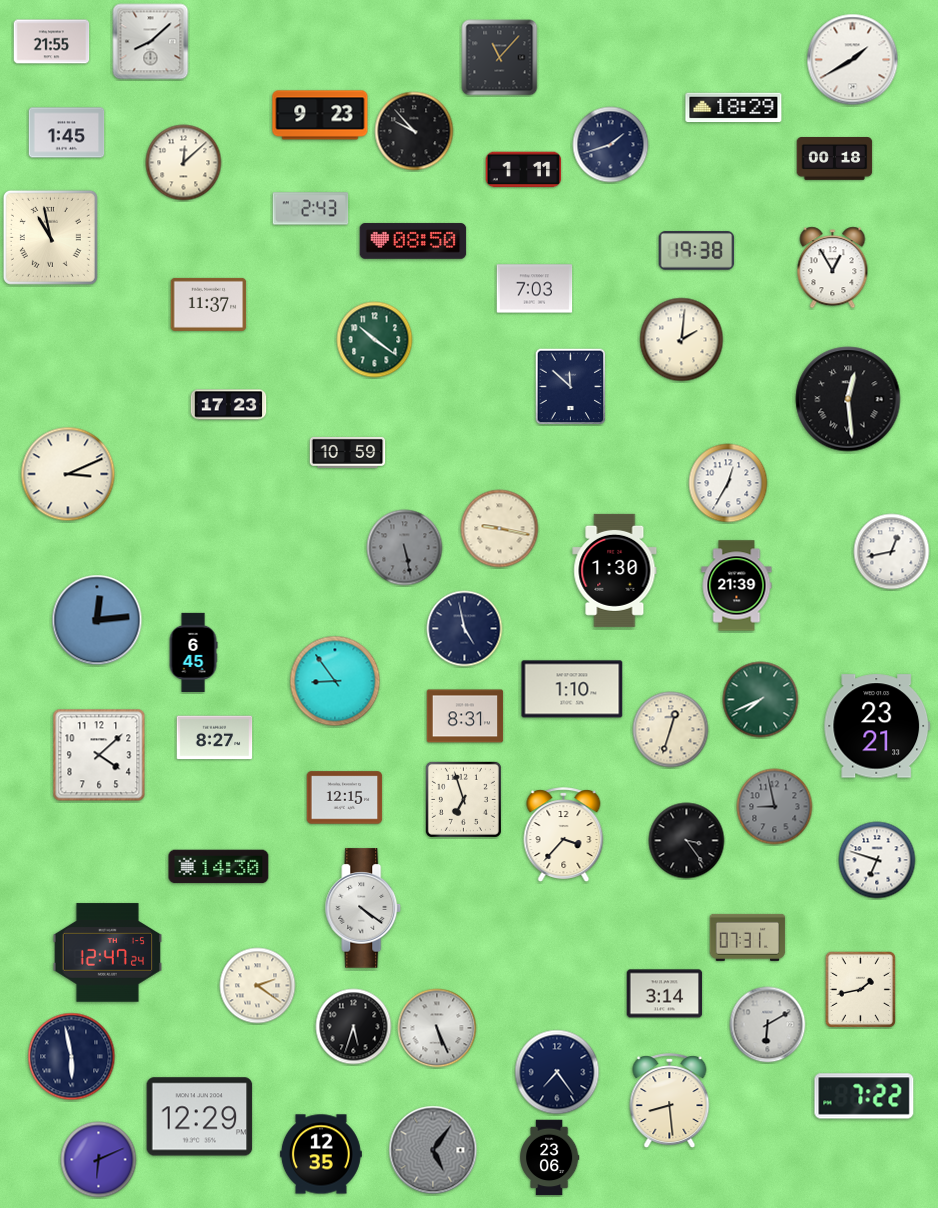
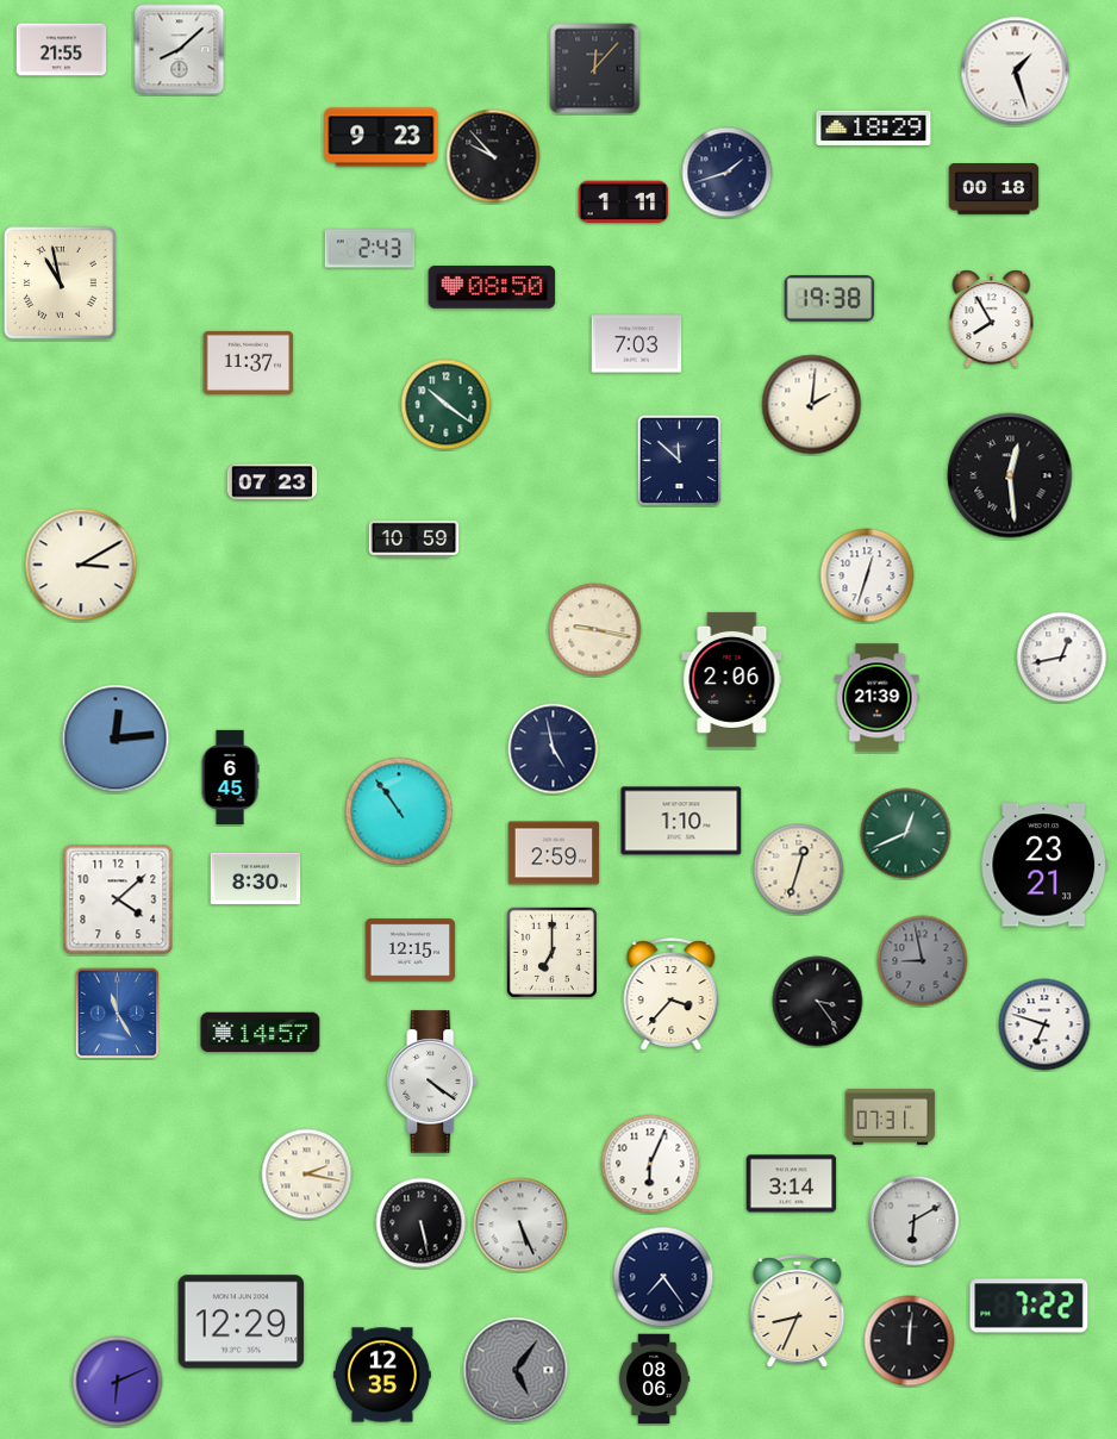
clock at (500, 58): 11:07 -> 12:07
clock at (853, 60): 1:40 -> 1:27
clock at (67, 133): 1:45 -> none
clock at (184, 163): 12:08 -> none
clock at (833, 268): 12:55 -> 7:55
clock at (229, 405): 17:23 -> 07:23
clock at (68, 474): 3:11 -> 3:10
clock at (728, 483): 12:35 -> 12:33
clock at (405, 548): 5:28 -> none
clock at (615, 570): 1:30 -> 2:06
clock at (335, 681): 8:54 -> 10:54
clock at (761, 700): 7:41 -> 12:41
clock at (465, 716): 8:31 -> 2:59
clock at (215, 738): 8:27 -> 8:30
clock at (463, 799): 6:57 -> 7:00
clock at (118, 1014): none -> 11:25
clock at (219, 867): 14:30 -> 14:57
clock at (107, 953): 12:47 -> none
clock at (650, 1164): none -> 6:04
clock at (258, 986): 2:21 -> 2:17
clock at (860, 989): 1:43 -> none
clock at (354, 1027): 5:33 -> 5:28
clock at (72, 1057): 5:58 -> none
clock at (670, 1100): 8:29 -> 8:34
clock at (200, 1117) position: (200, 1117) -> (242, 1322)
clock at (910, 1341): none -> 12:01
clock at (549, 1158): 23:06 -> 08:06
